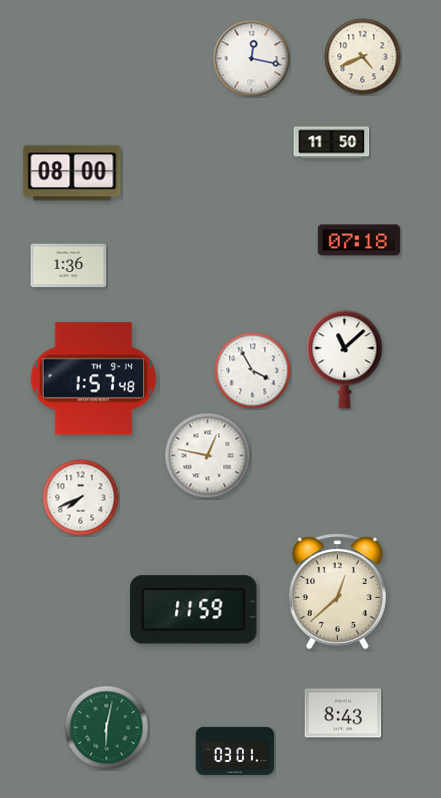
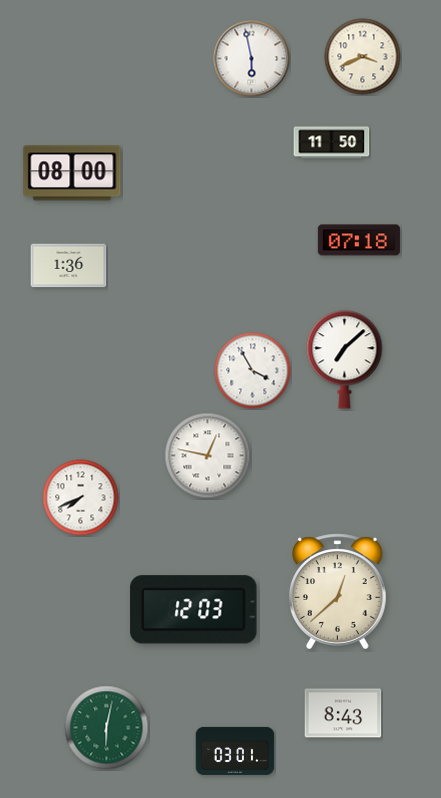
clock at (363, 57): 4:41 -> 3:41
clock at (252, 59): 12:17 -> 5:58
clock at (345, 360): 11:08 -> 7:08
clock at (94, 379): 1:57 -> none
clock at (194, 610): 11:59 -> 12:03
